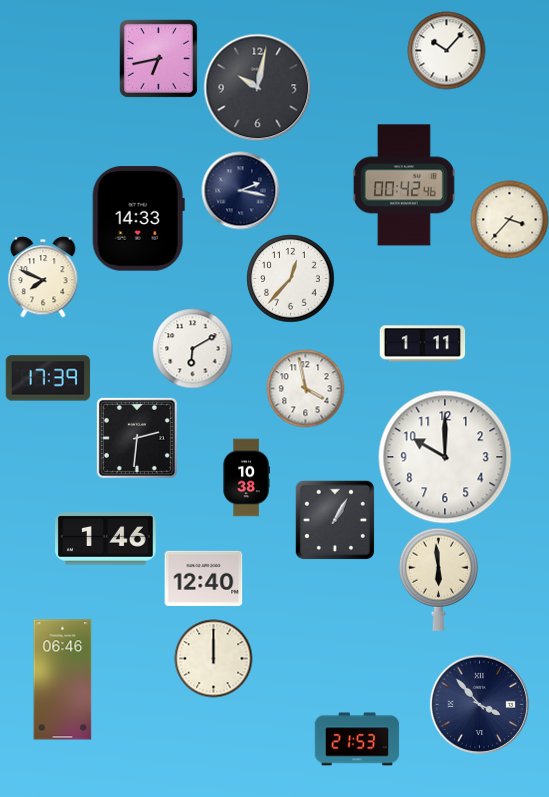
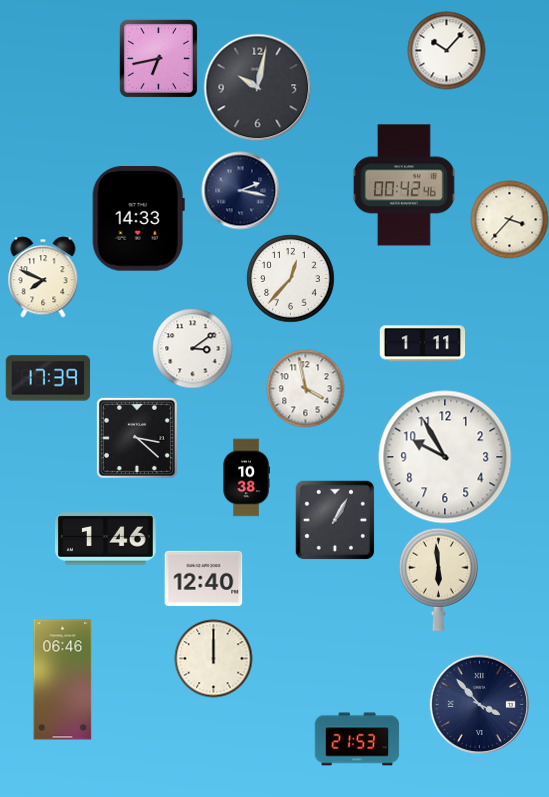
clock at (192, 348): 6:10 -> 3:09
clock at (137, 438): 2:31 -> 3:22
clock at (445, 457): 10:00 -> 9:55
